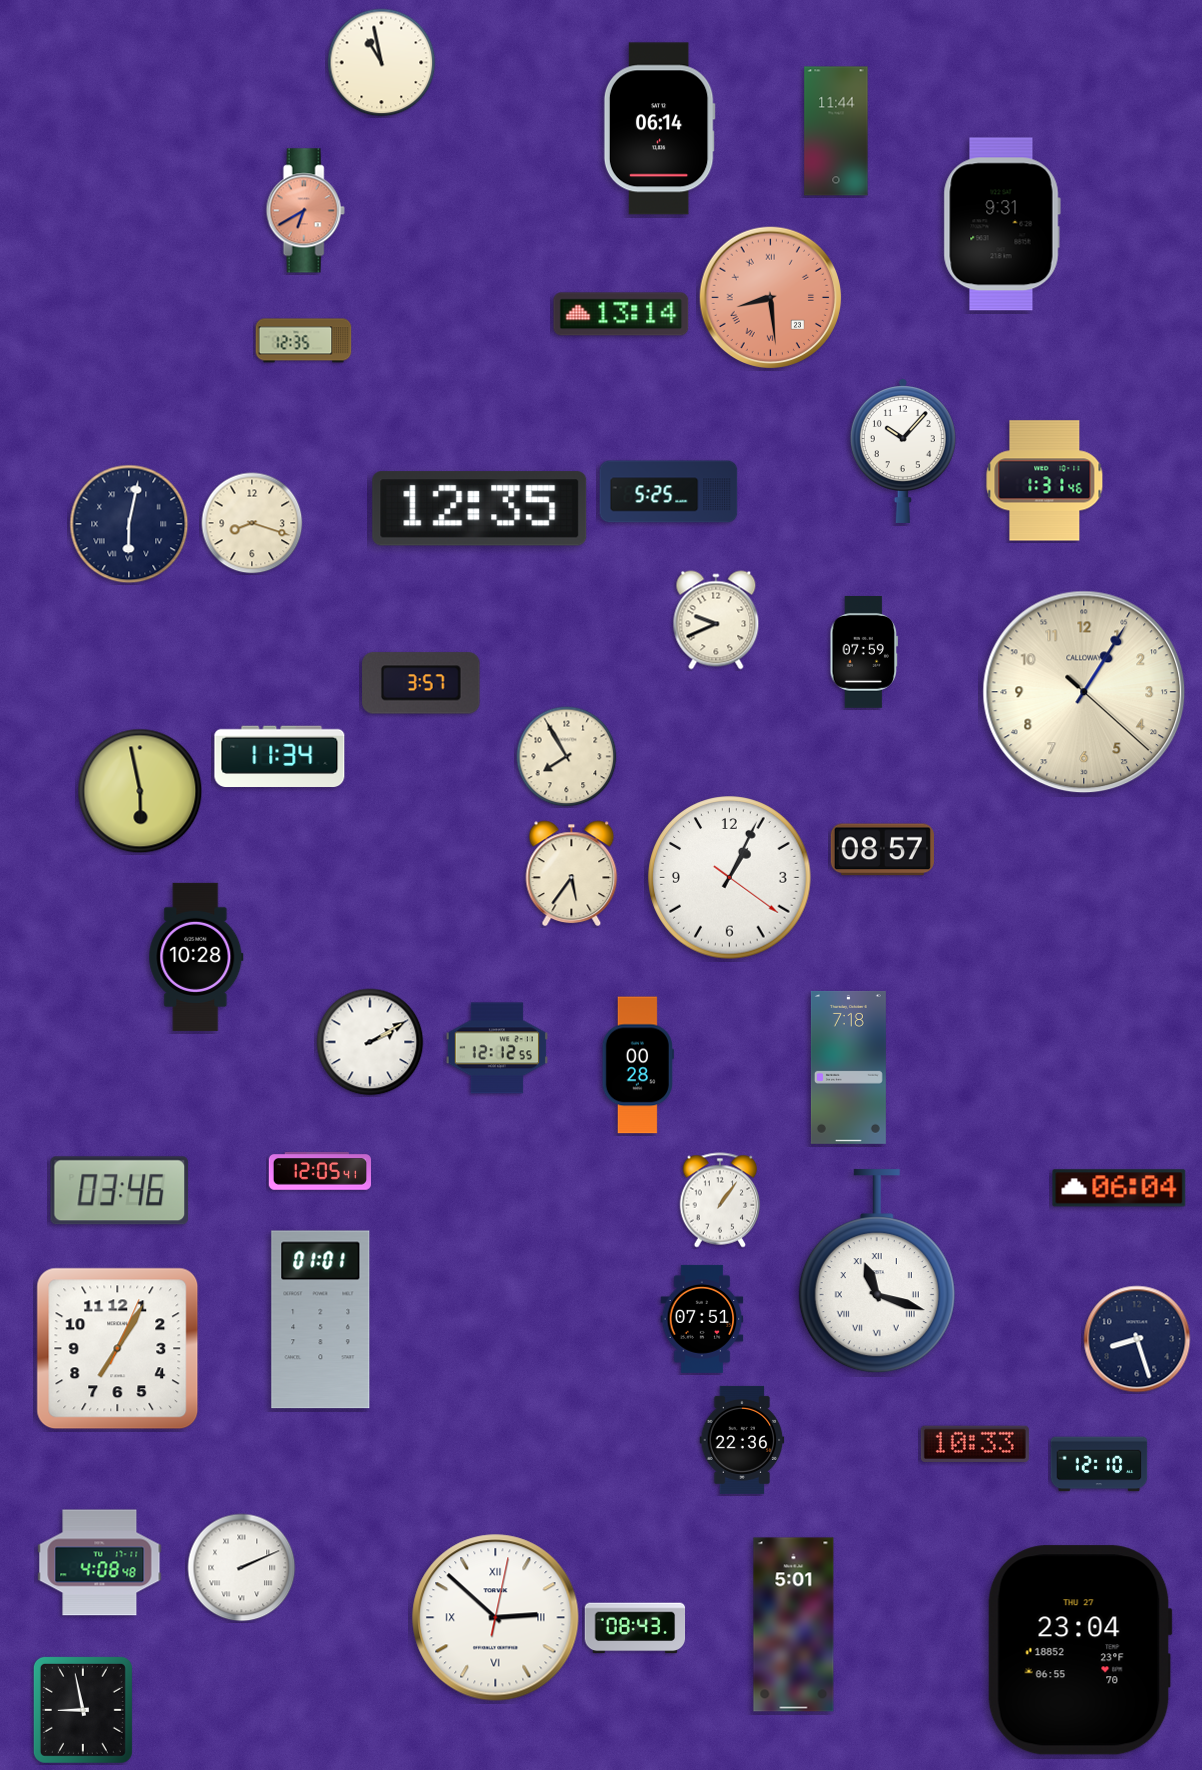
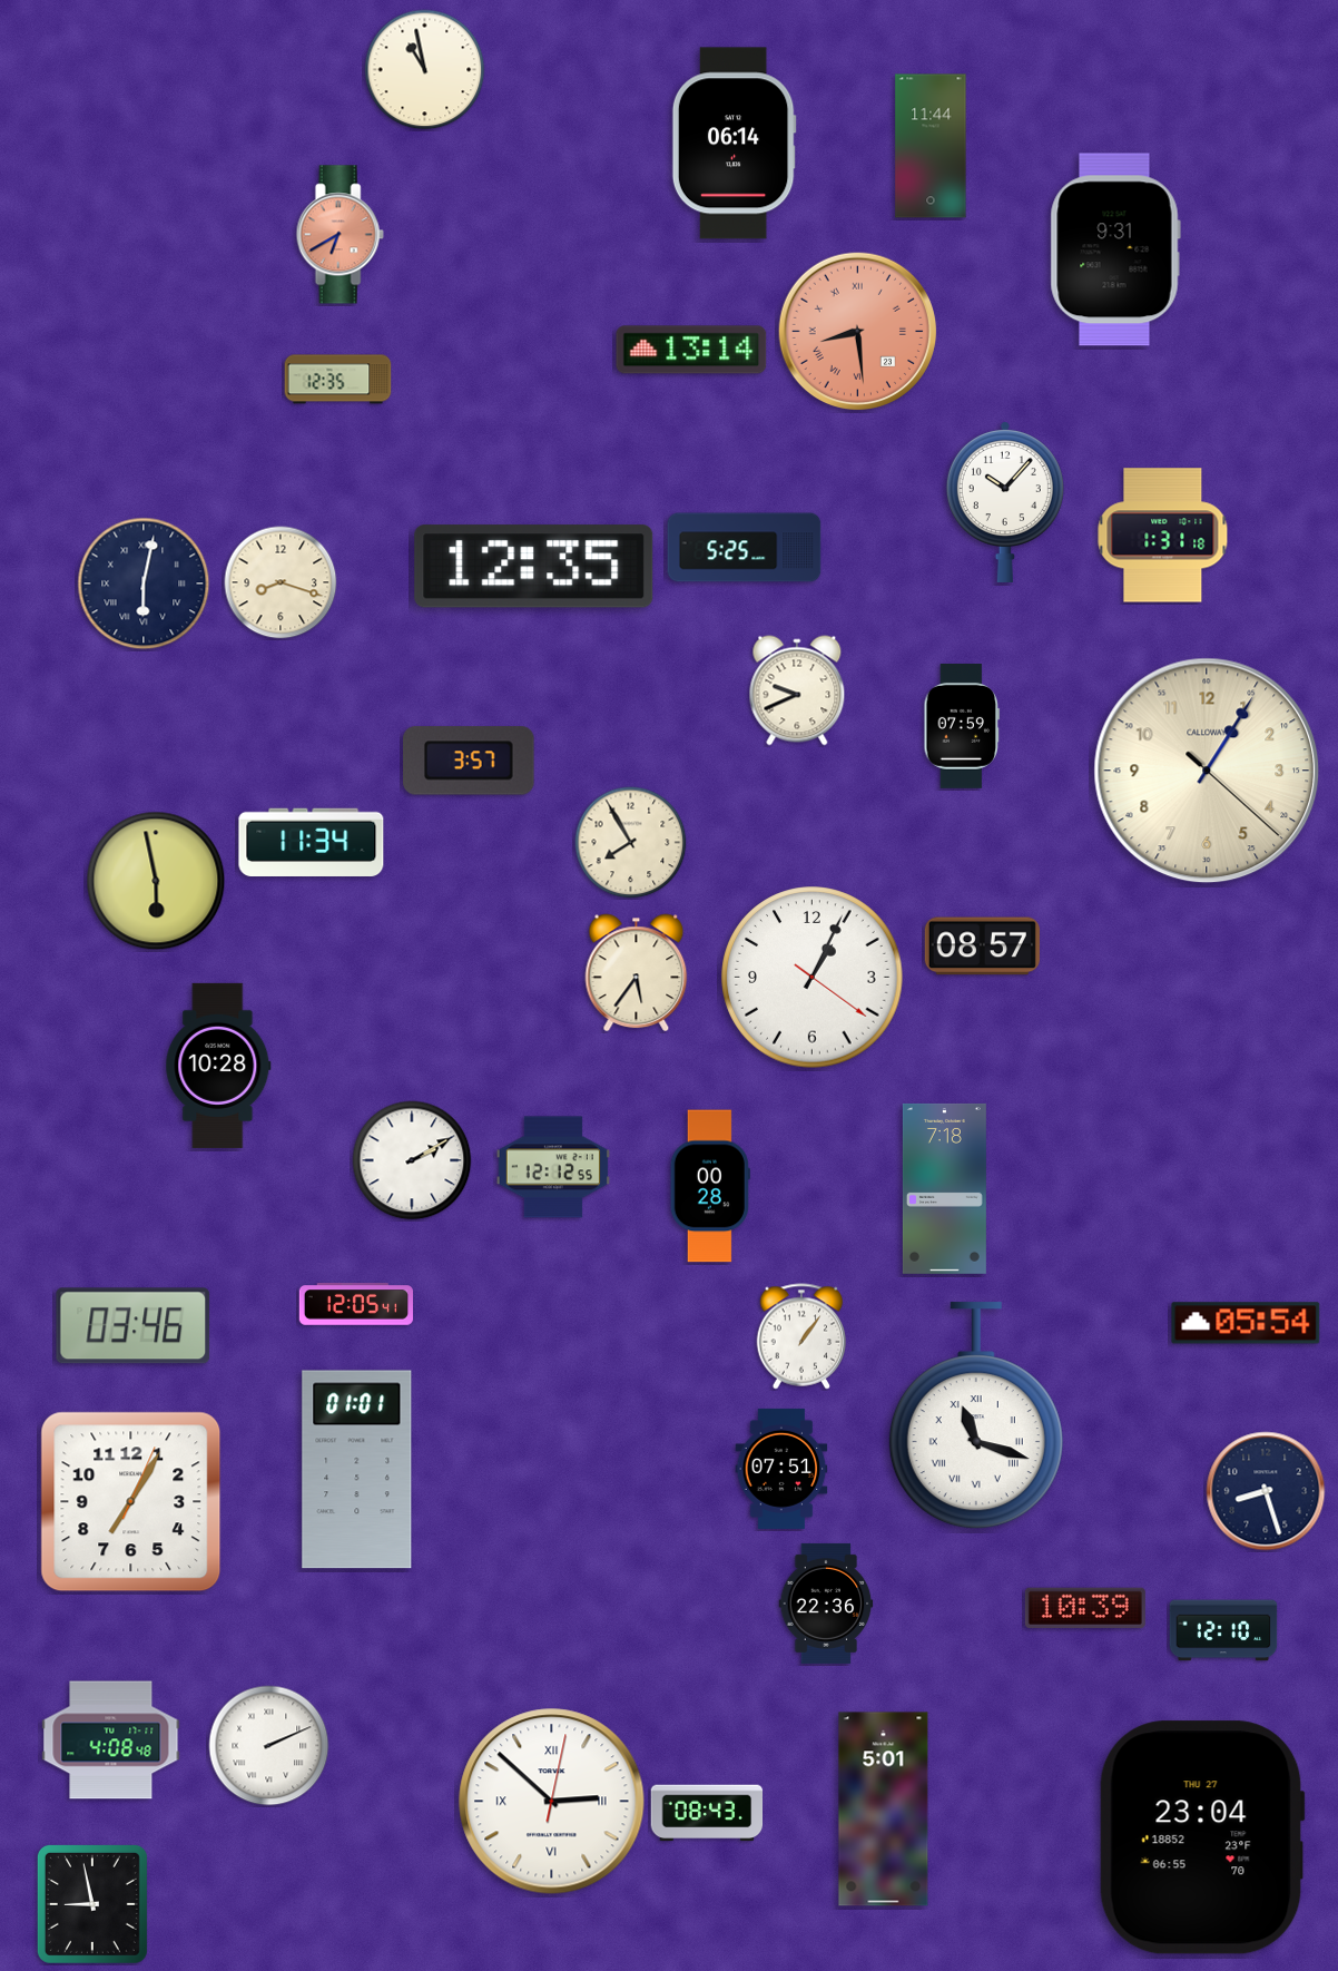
clock at (1045, 481): 1:31:46 -> 1:31:18
clock at (1119, 1188): 06:04 -> 05:54
clock at (975, 1443): 10:33 -> 10:39
